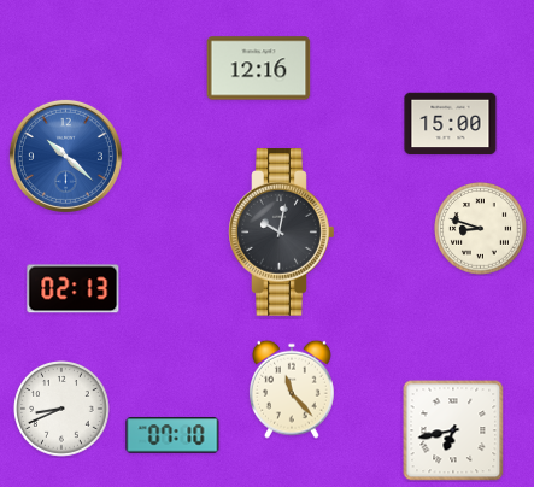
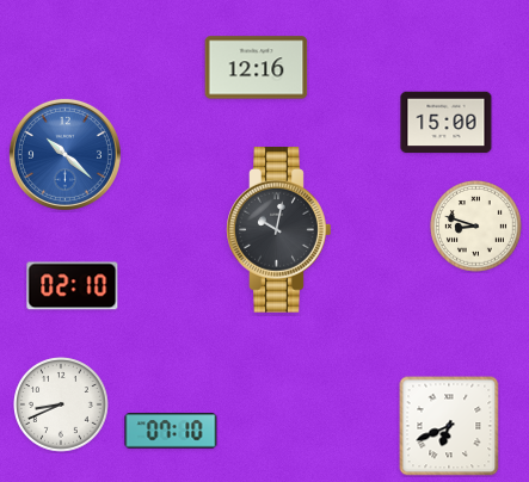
clock at (74, 289): 02:13 -> 02:10
clock at (292, 389): 11:23 -> none
clock at (453, 430): 6:43 -> 6:41
